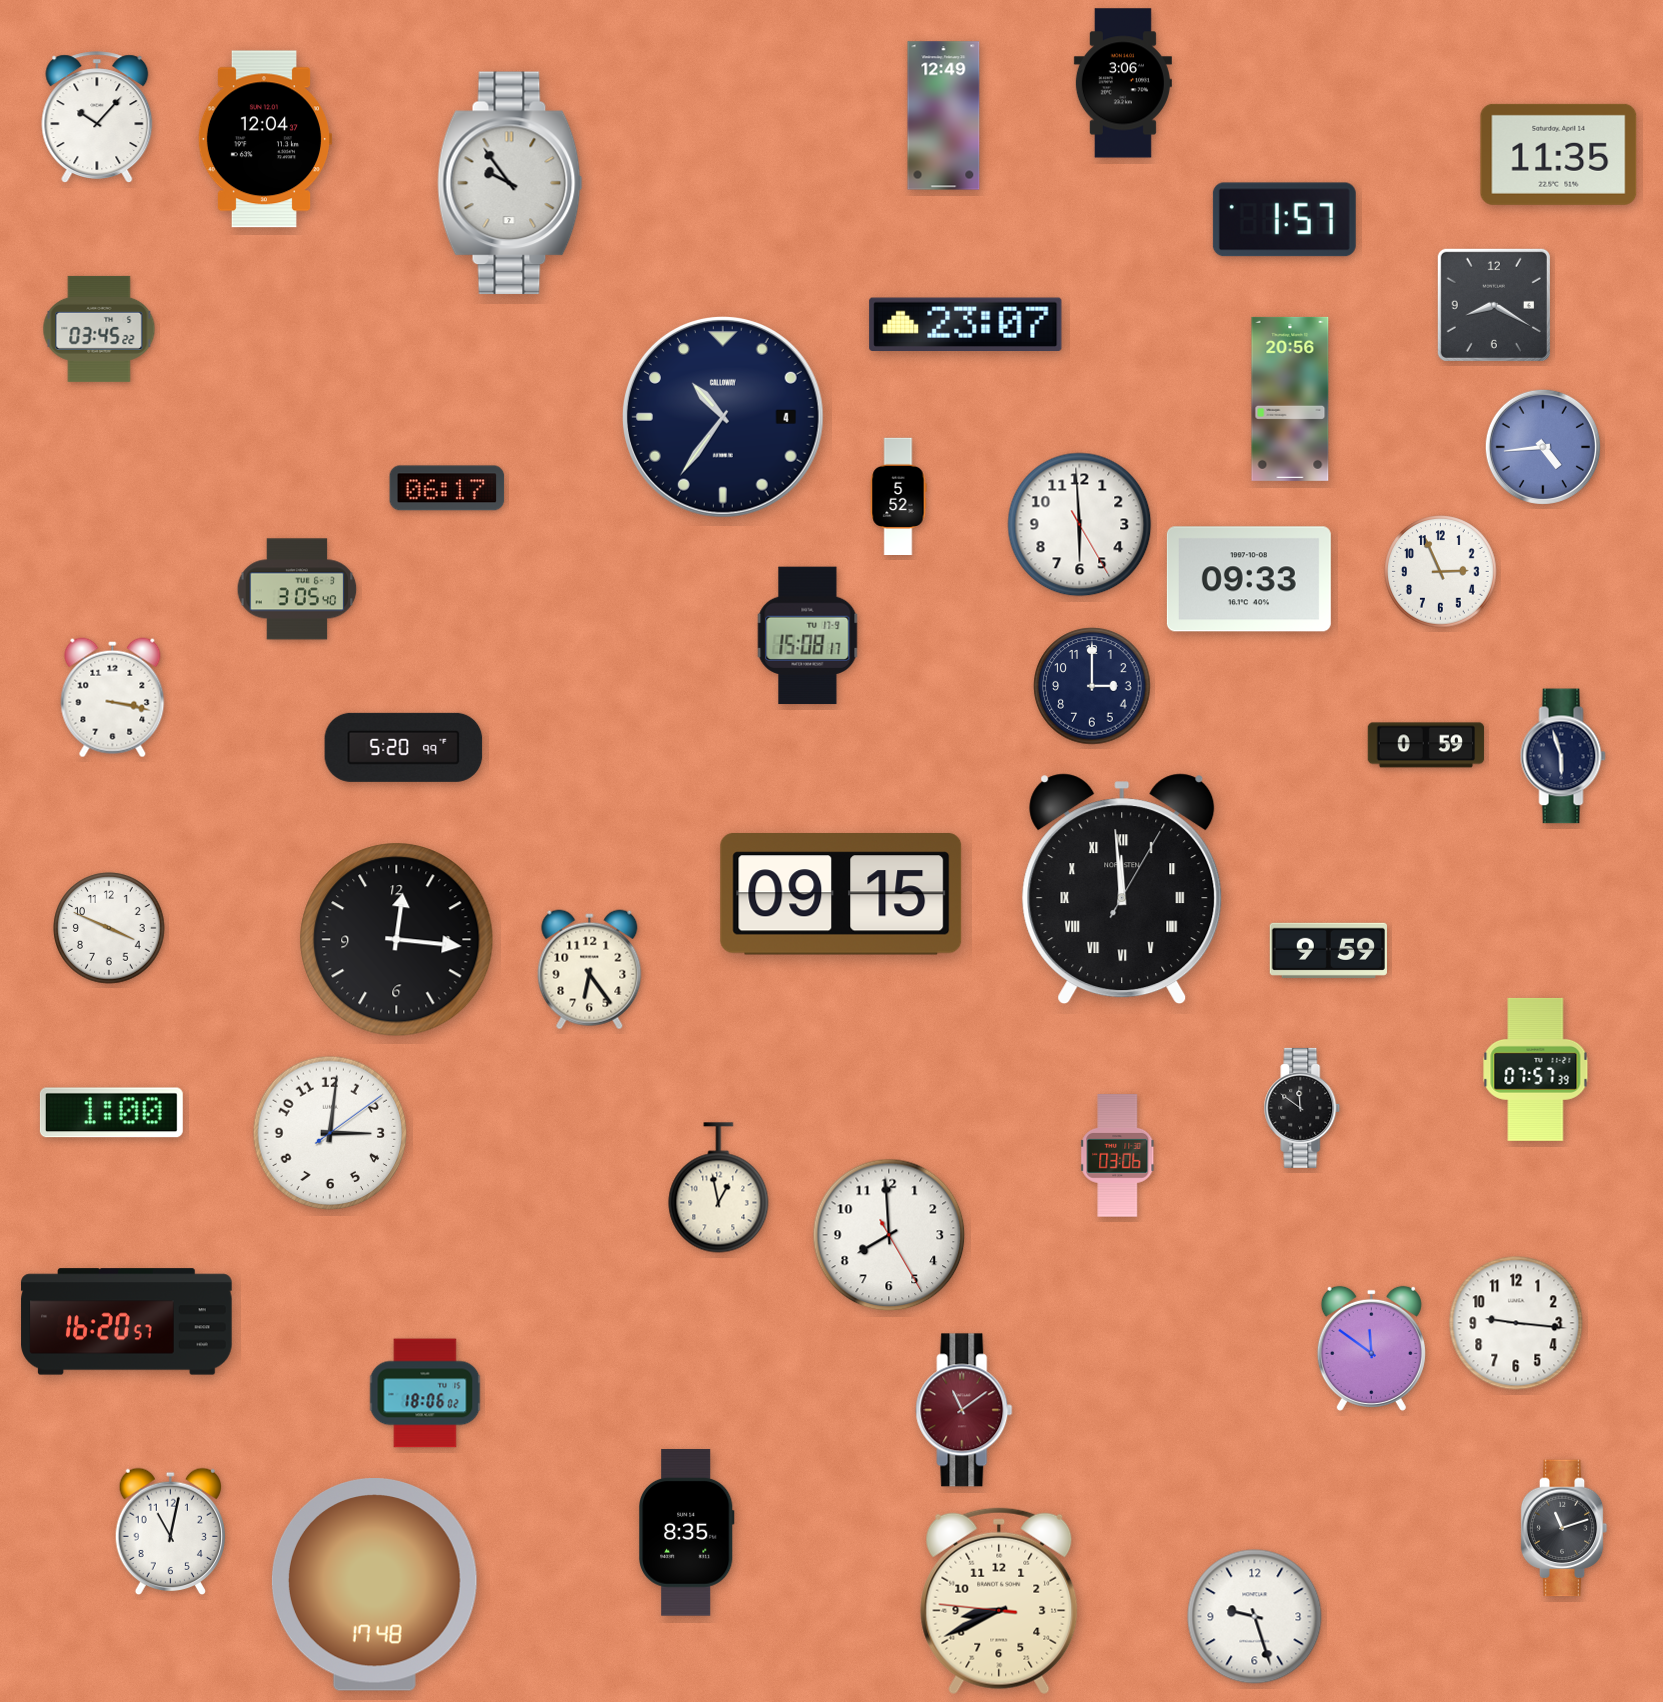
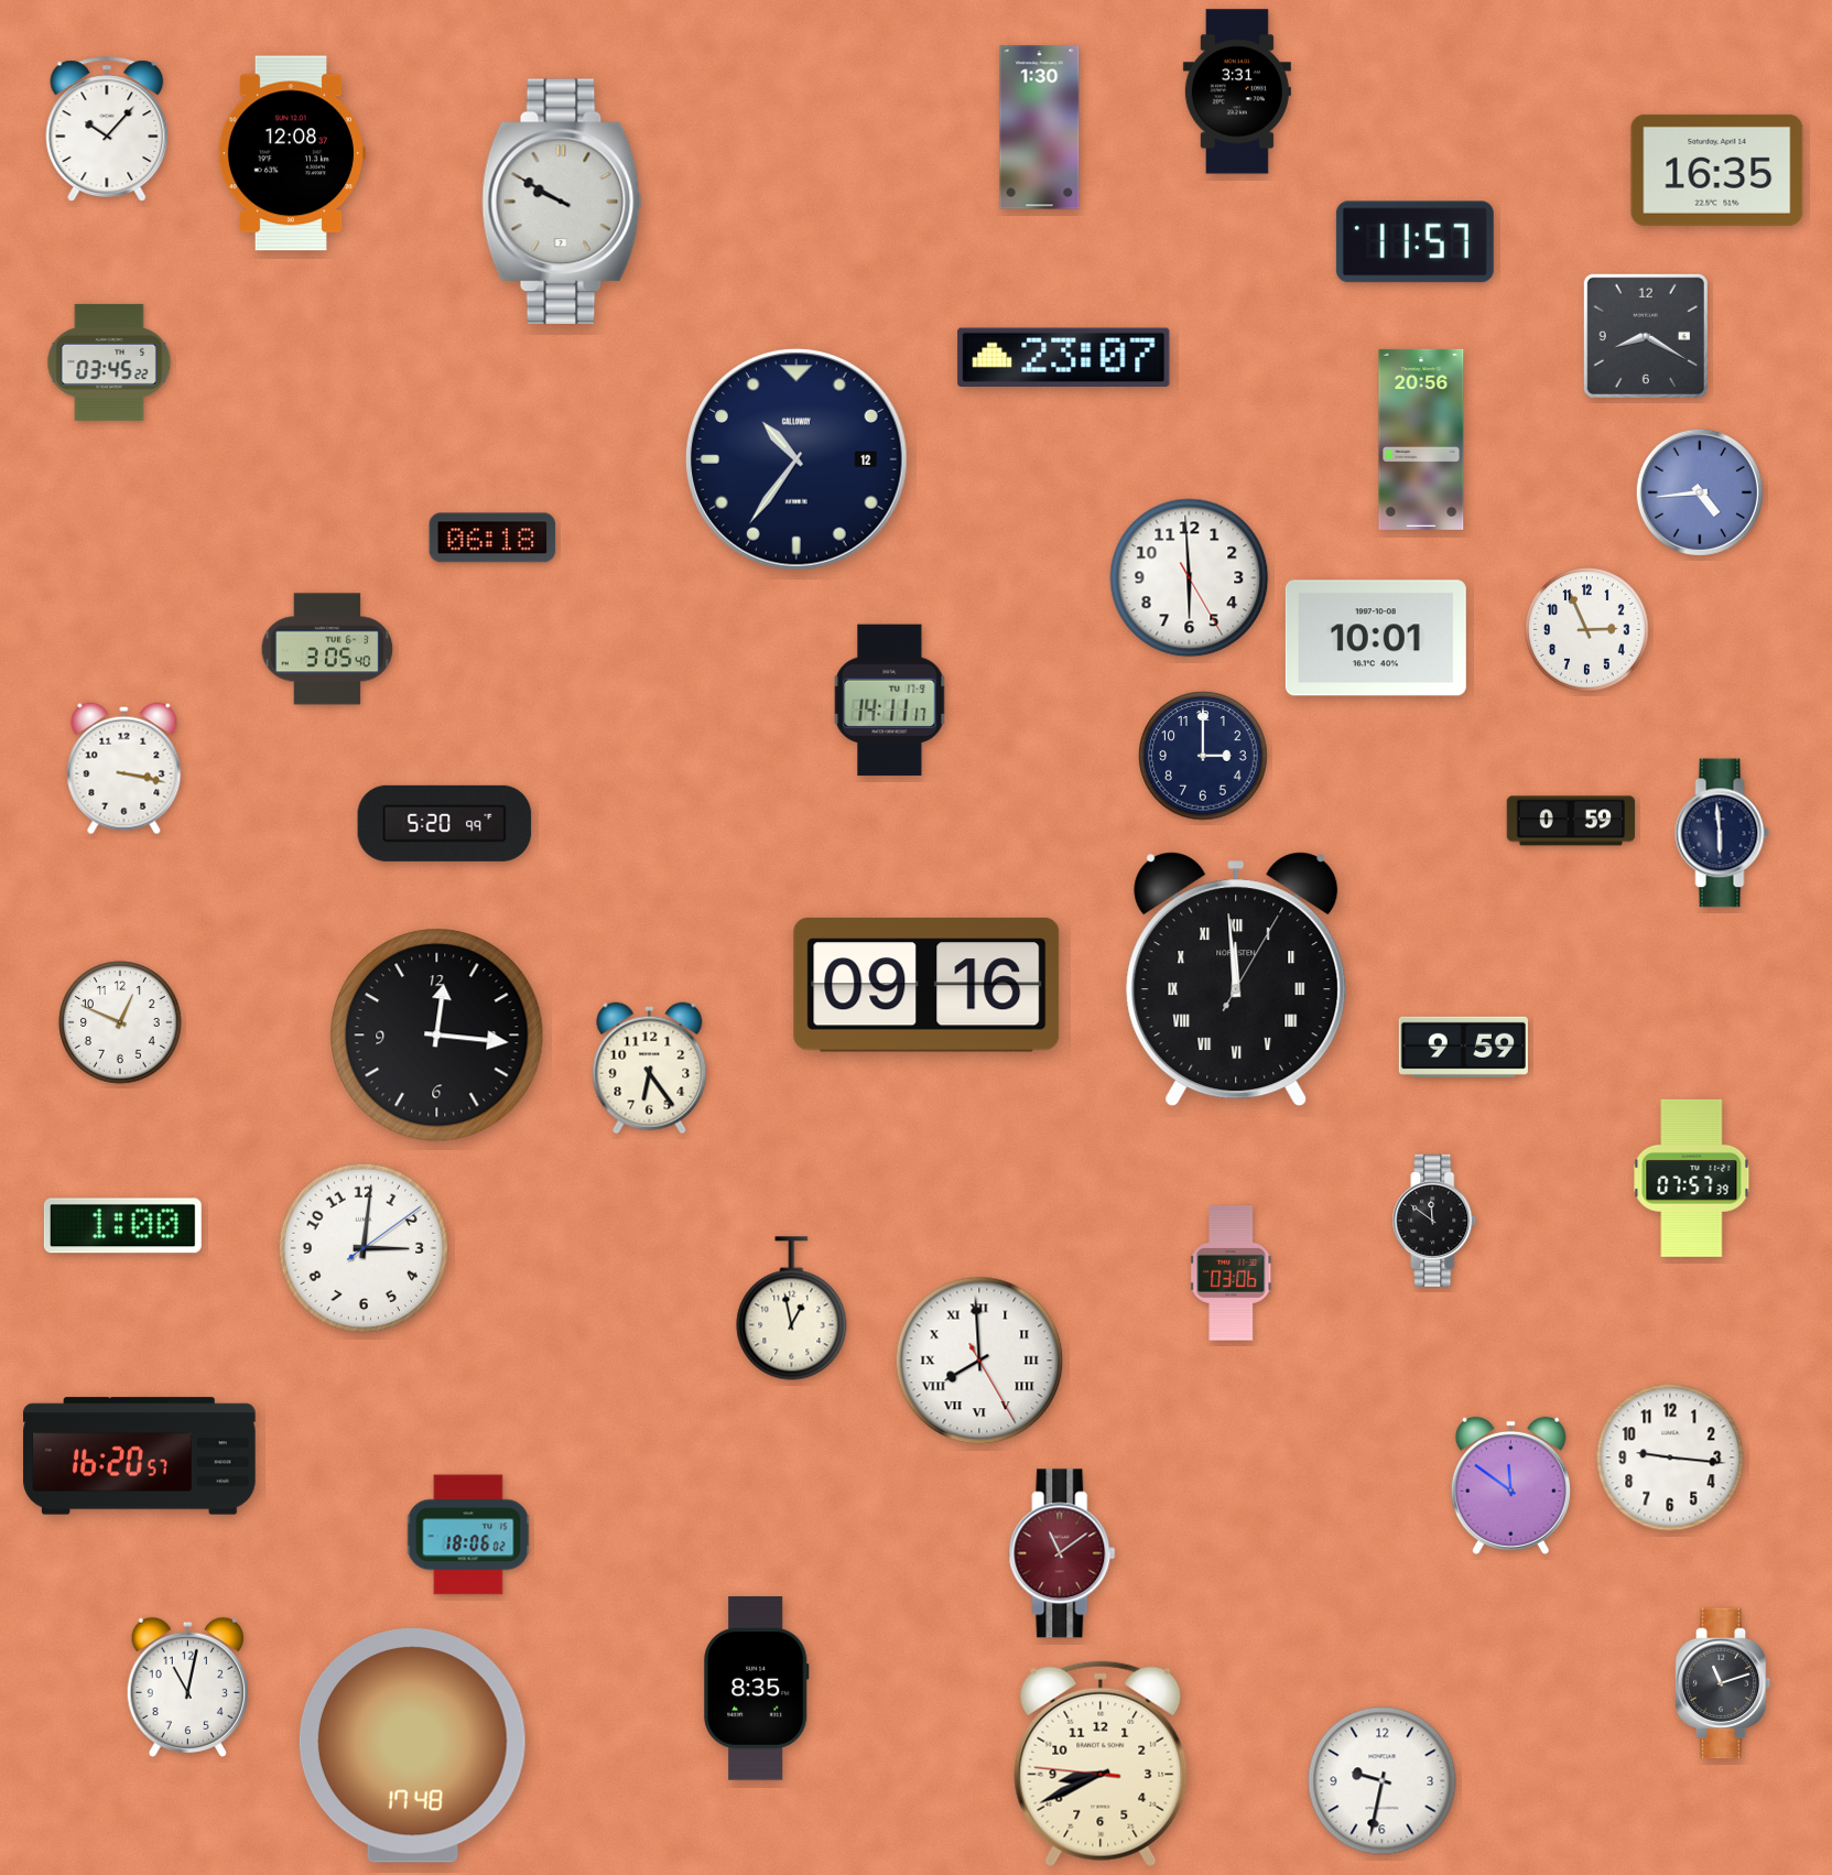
clock at (1123, 83): 3:06 -> 3:31
clock at (944, 116): 12:49 -> 1:30
clock at (264, 139): 12:04 -> 12:08
clock at (1559, 154): 11:35 -> 16:35
clock at (510, 183): 9:54 -> 9:50
clock at (1284, 220): 1:57 -> 11:57
clock at (724, 418) date: 4 -> 12
clock at (447, 488): 06:17 -> 06:18
clock at (898, 496): 5:52 -> none
clock at (1249, 579): 09:33 -> 10:01
clock at (808, 636): 15:08 -> 14:11
clock at (1563, 756): 5:57 -> 5:59
clock at (841, 894): 09:15 -> 09:16
clock at (109, 928): 3:49 -> 12:49
clock at (889, 1235) numerals: Arabic -> Roman
clock at (1255, 1617): 9:27 -> 9:32
